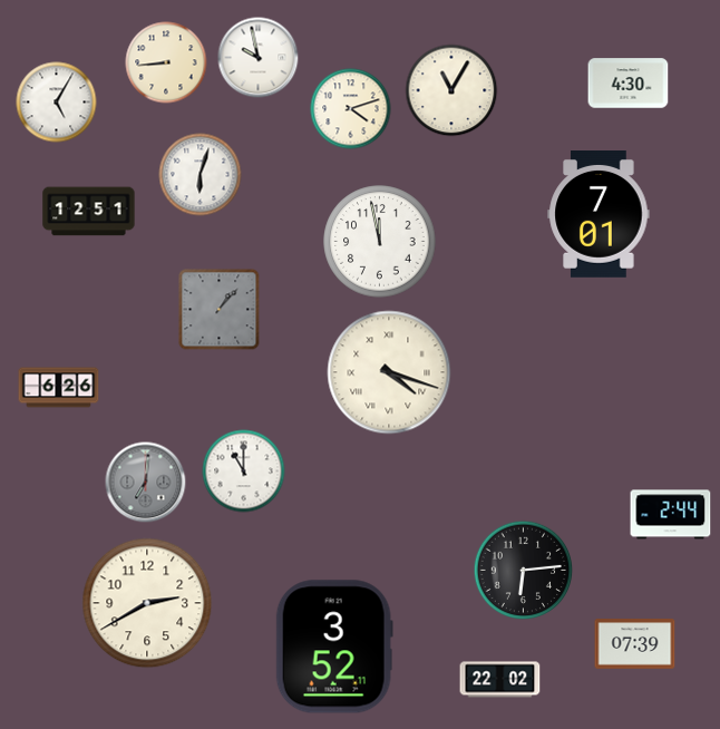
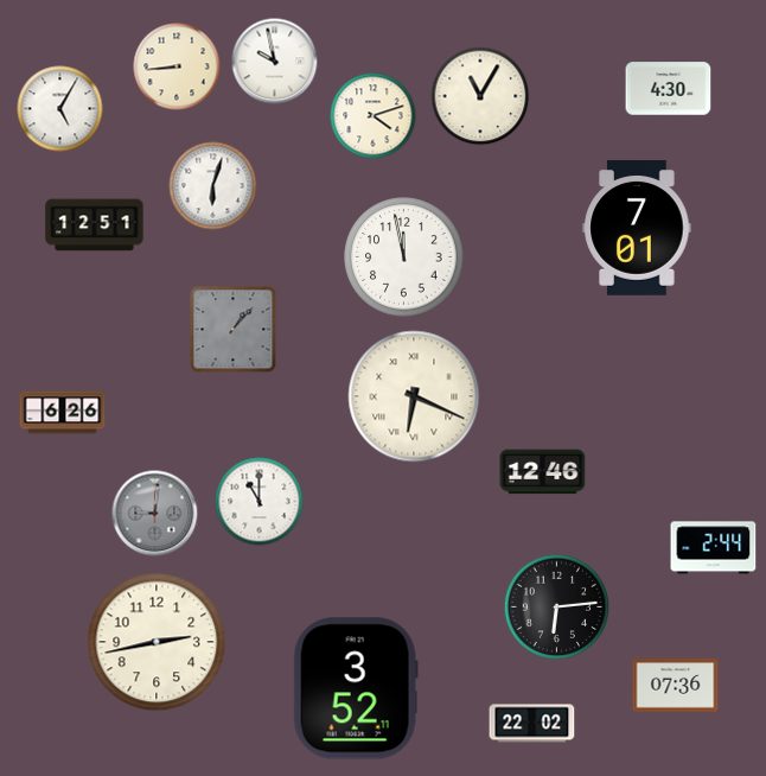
clock at (389, 372): 4:18 -> 6:19
clock at (543, 472): none -> 12:46
clock at (146, 483): 7:01 -> 9:01
clock at (147, 603): 2:40 -> 2:43
clock at (635, 644): 07:39 -> 07:36
